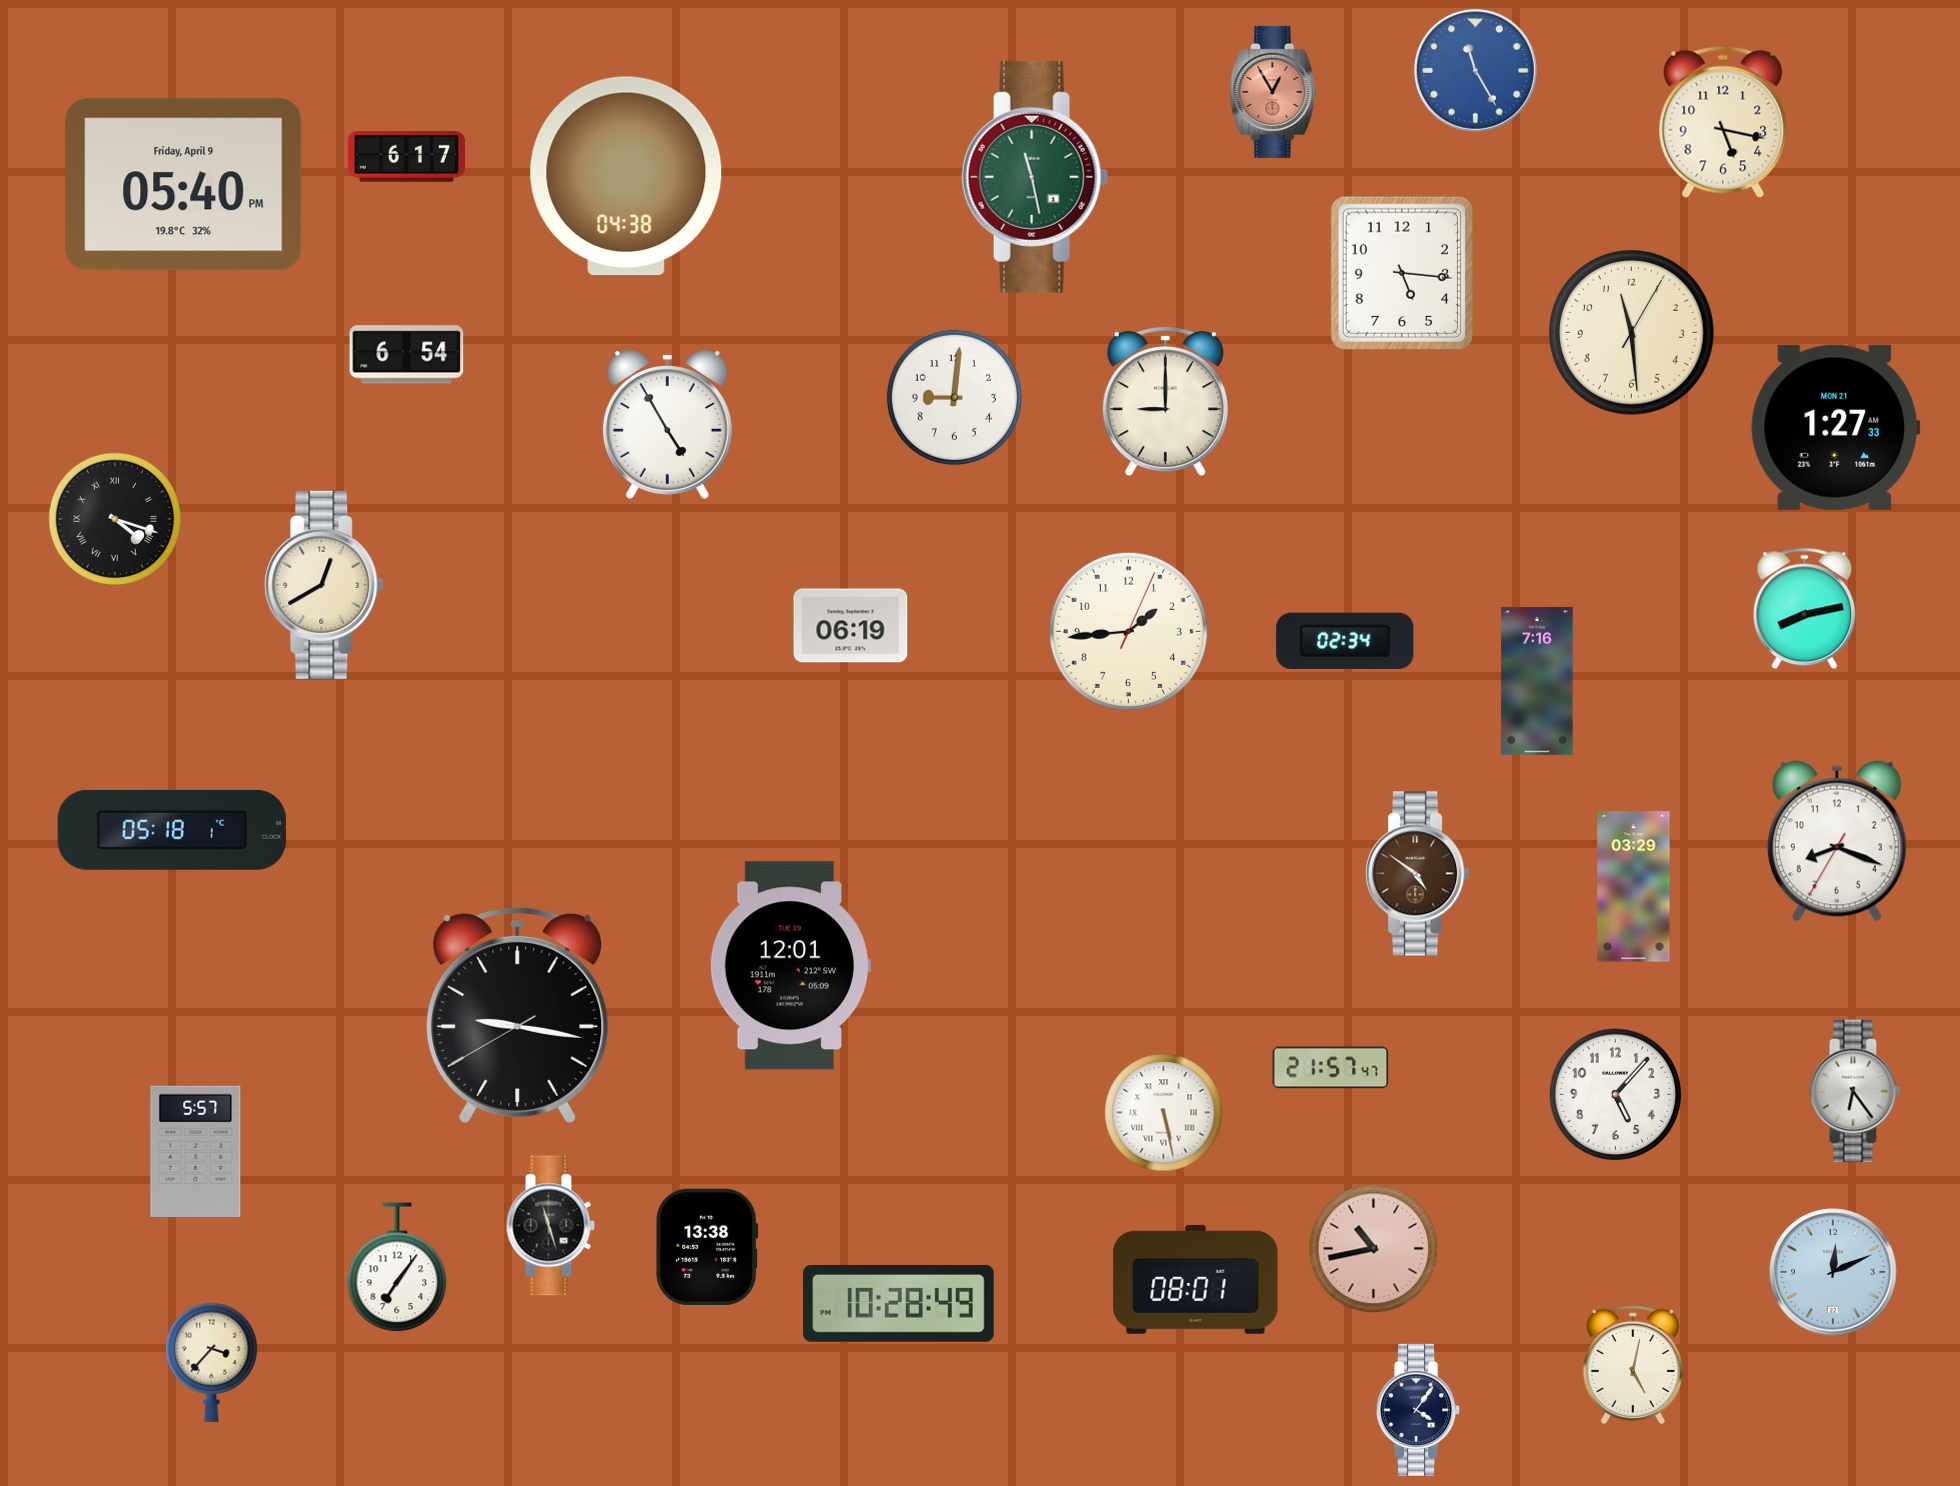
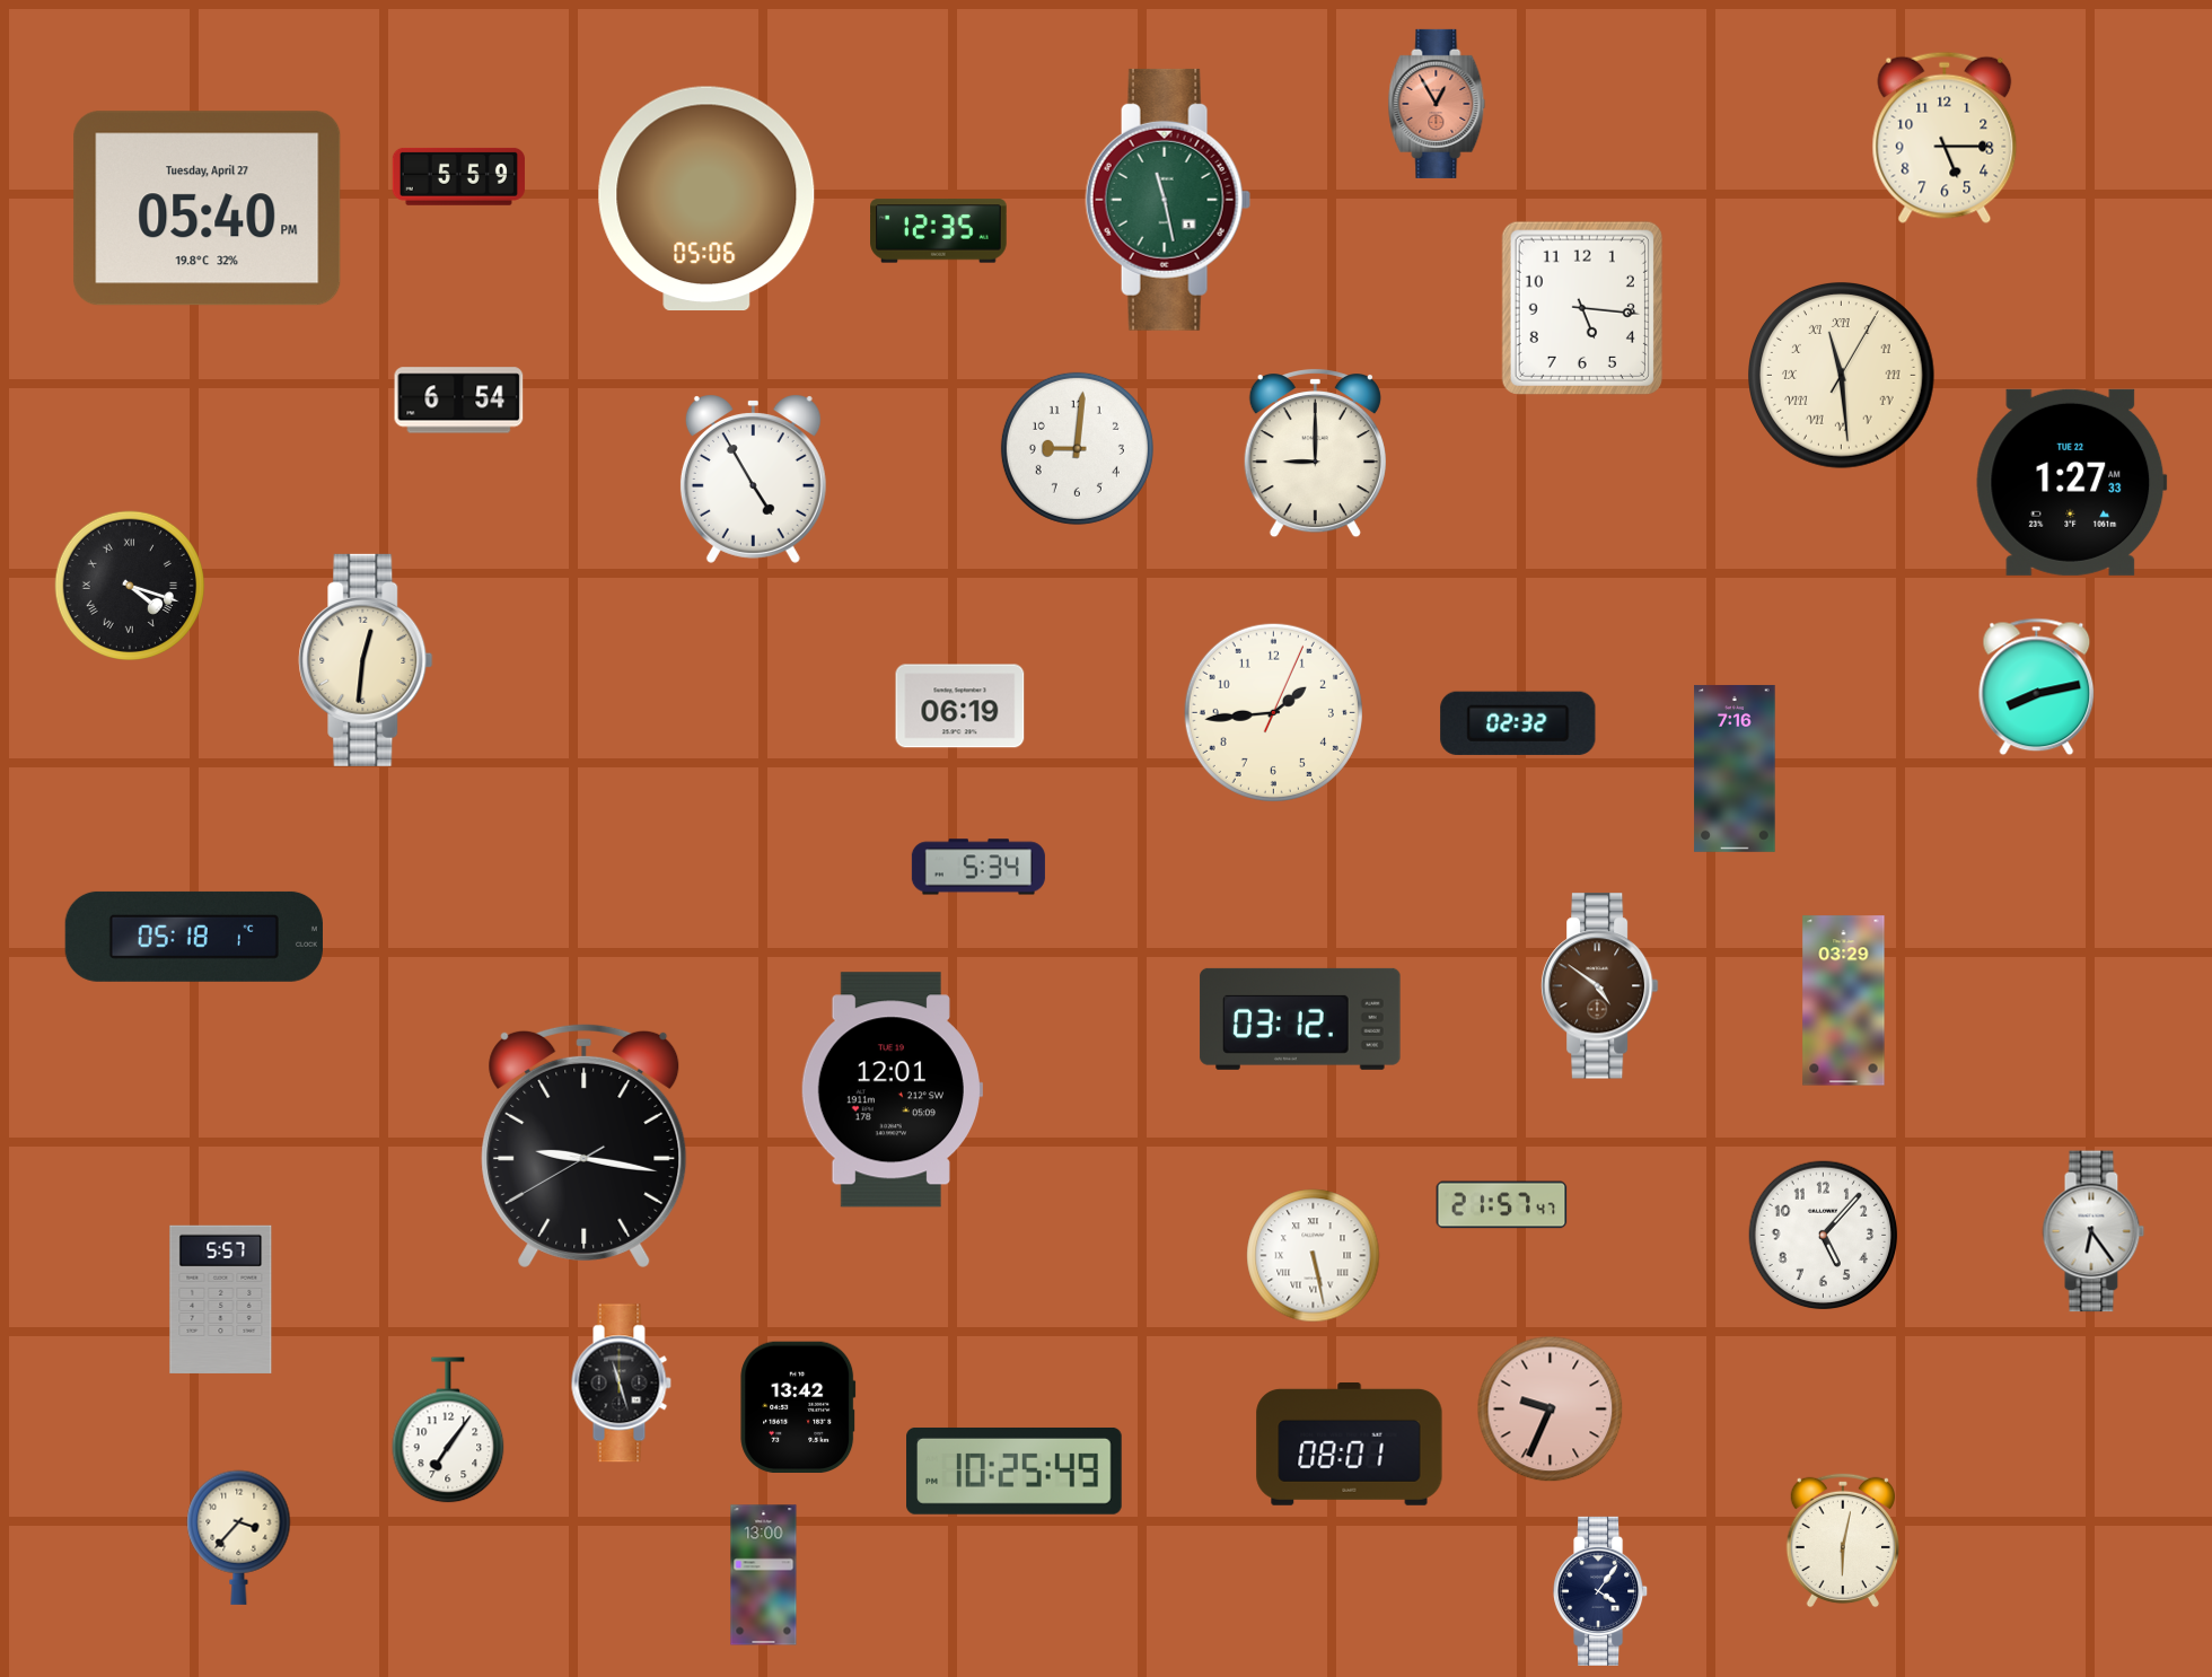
clock at (1475, 70): 11:25 -> none
clock at (1723, 122): 5:17 -> 5:15
clock at (406, 156): 6:17 -> 5:59
clock at (626, 176): 04:38 -> 05:06
clock at (184, 185) date: Friday, April 9 -> Tuesday, April 27
clock at (939, 231): none -> 12:35
clock at (1632, 333) numerals: Arabic -> Roman
clock at (1836, 427) date: MON 21 -> TUE 22
clock at (324, 585): 12:40 -> 12:31
clock at (1345, 641): 02:34 -> 02:32
clock at (978, 867): none -> 5:34
clock at (1837, 841): 8:18 -> none
clock at (1300, 1019): none -> 03:12
clock at (707, 1246): 13:38 -> 13:42
clock at (1374, 1249): 10:43 -> 9:34
clock at (1833, 1272): 12:11 -> none
clock at (899, 1303): 10:28 -> 10:25
clock at (1633, 1365): 5:02 -> 6:02
clock at (764, 1575): none -> 13:00
